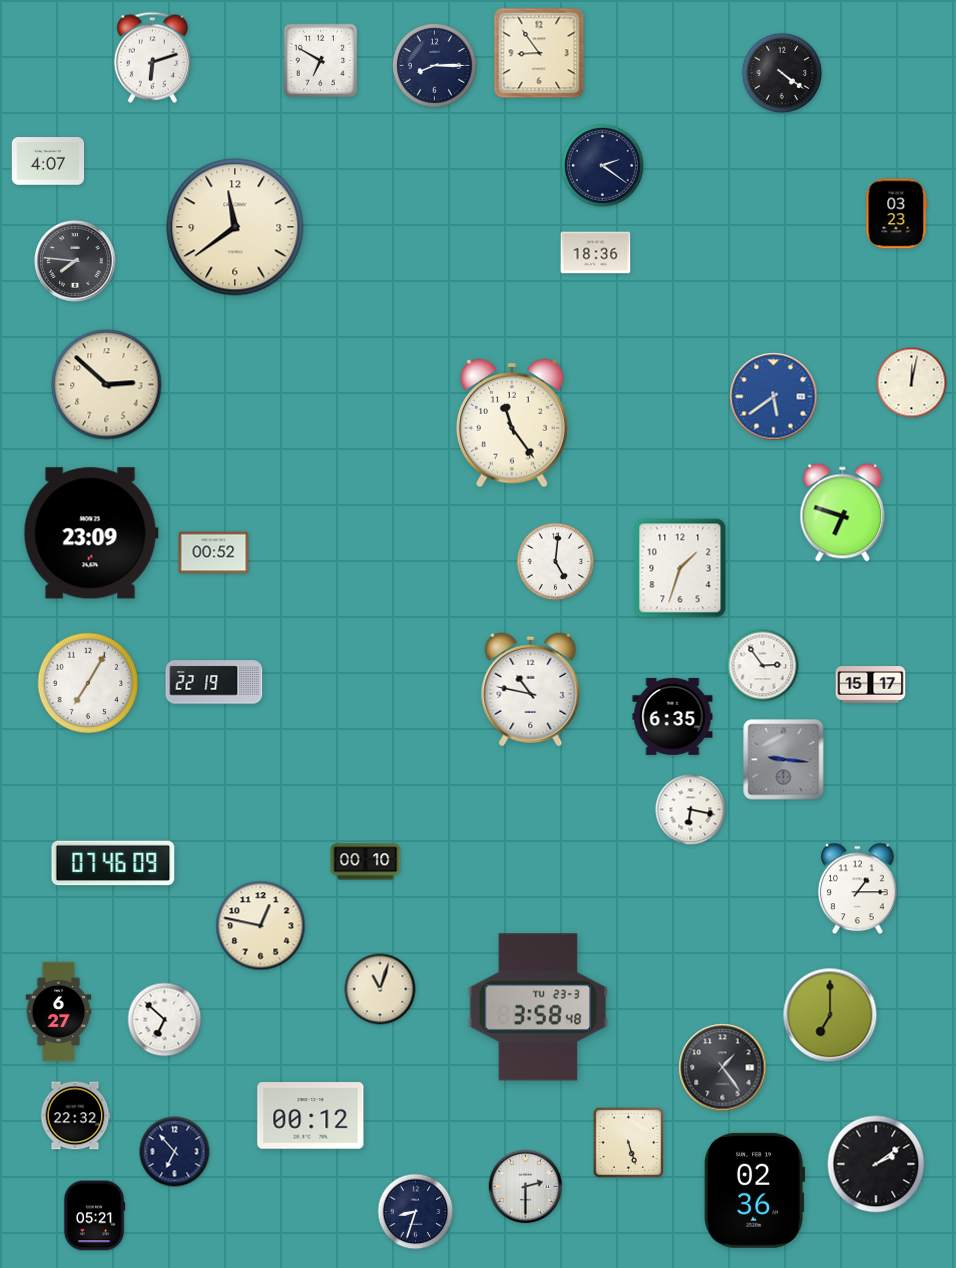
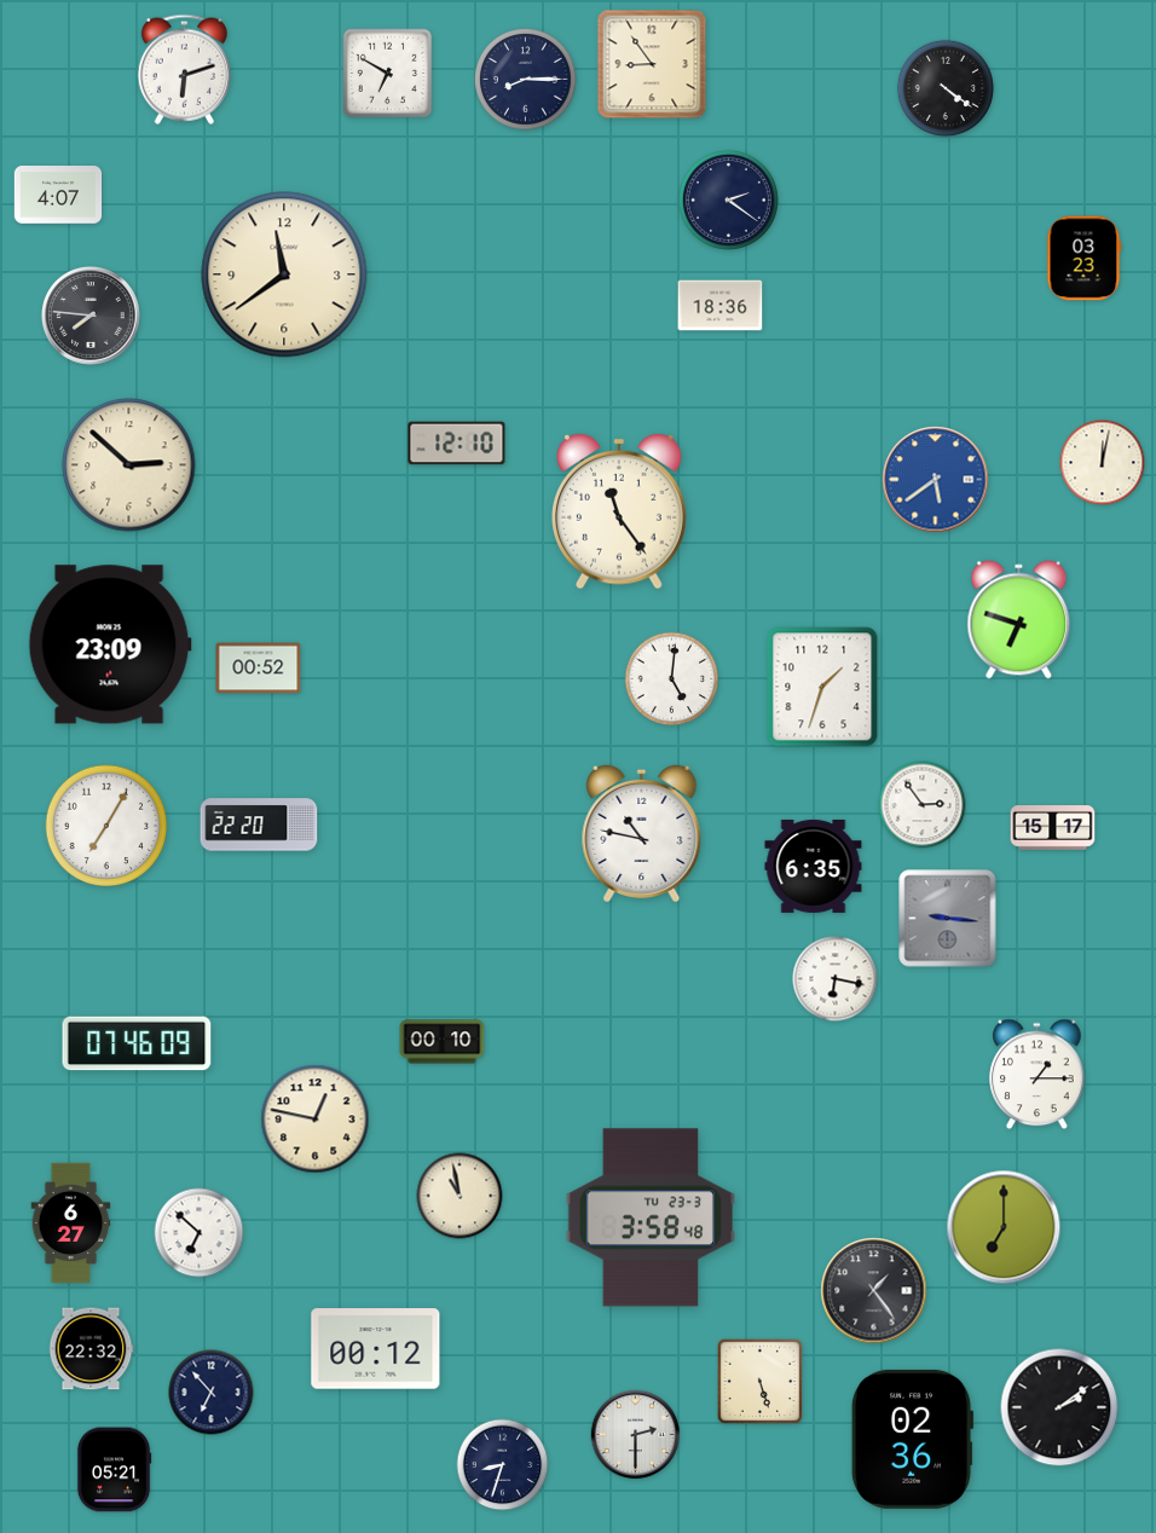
clock at (457, 444): none -> 12:10
clock at (214, 682): 22:19 -> 22:20
clock at (380, 989): 11:03 -> 10:58
